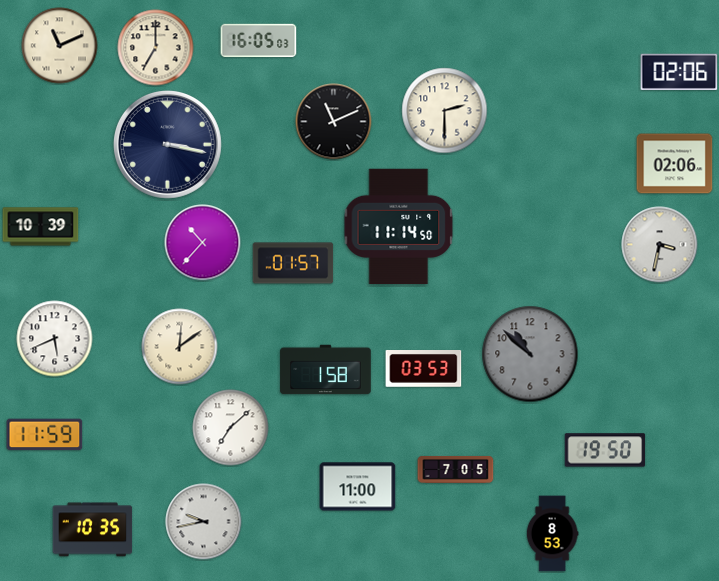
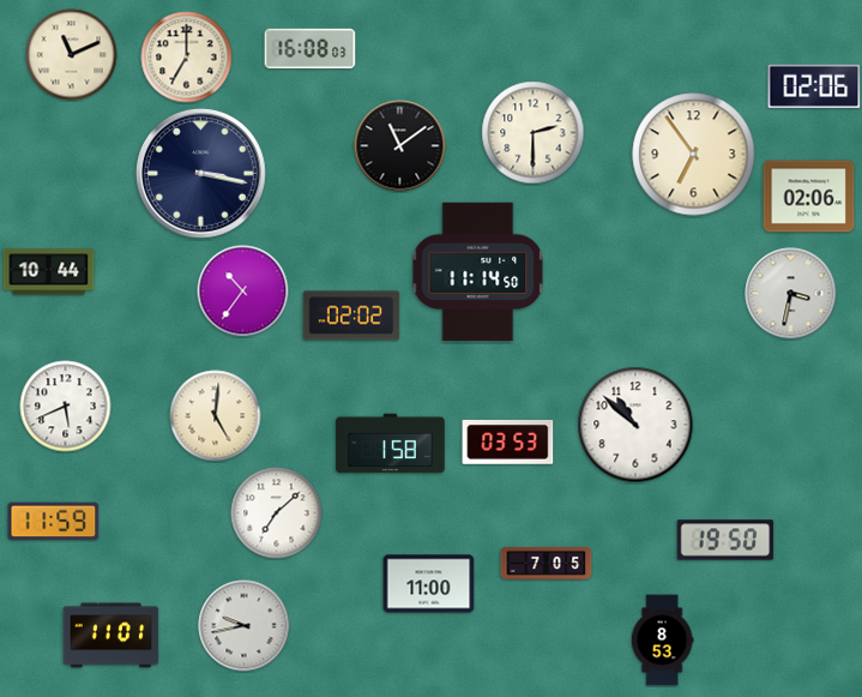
clock at (259, 41): 16:05 -> 16:08
clock at (334, 122): 11:11 -> 11:09
clock at (694, 155): none -> 6:54
clock at (41, 227): 10:39 -> 10:44
clock at (203, 243): 10:37 -> 10:36
clock at (293, 263): 01:57 -> 02:02
clock at (180, 347): 12:09 -> 5:01
clock at (530, 354) dial: grey -> white
clock at (93, 530): 10:35 -> 11:01
